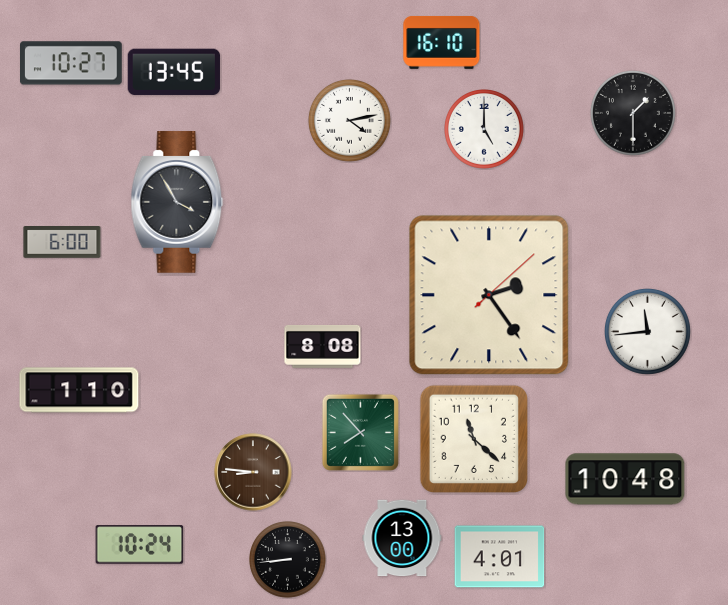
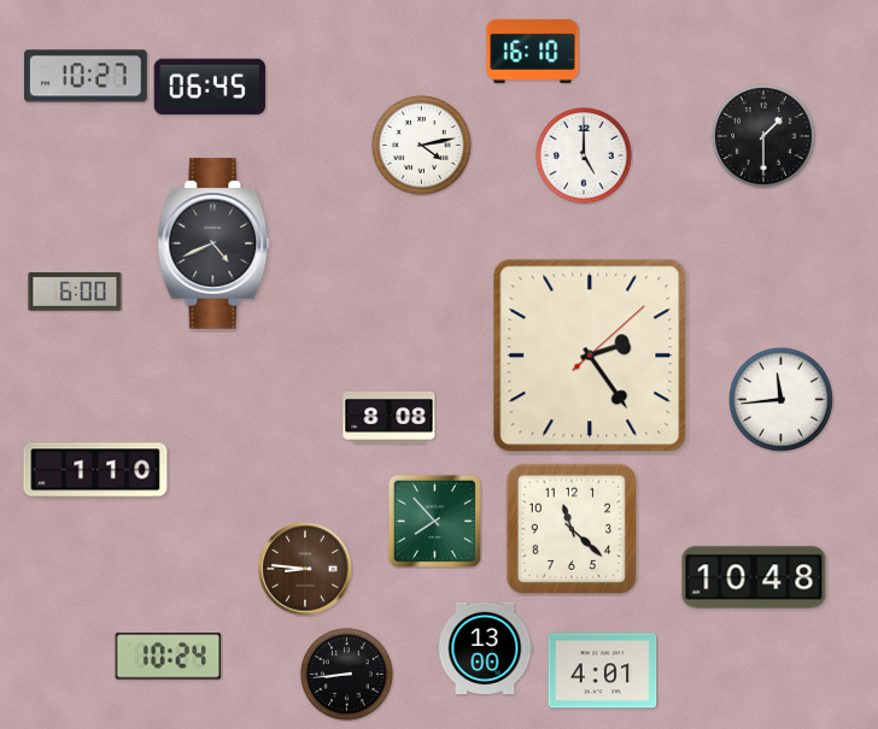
clock at (174, 72): 13:45 -> 06:45
clock at (177, 202): 3:55 -> 4:41
